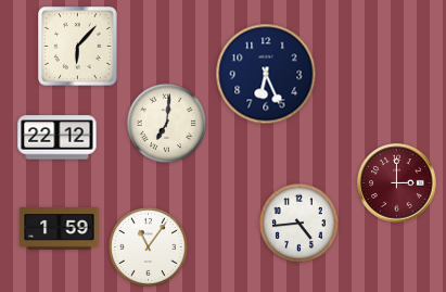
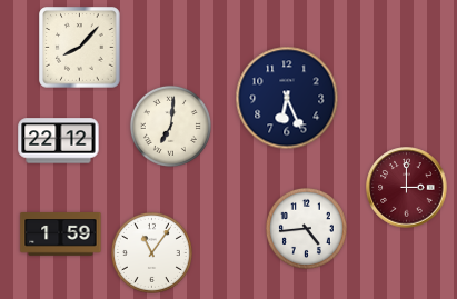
clock at (78, 47): 6:07 -> 8:07
clock at (266, 74) position: (266, 74) -> (287, 98)
